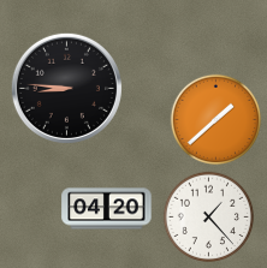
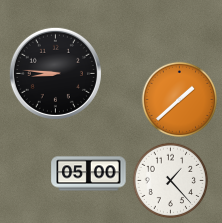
clock at (107, 209): 04:20 -> 05:00
clock at (209, 218) position: (209, 218) -> (171, 181)
